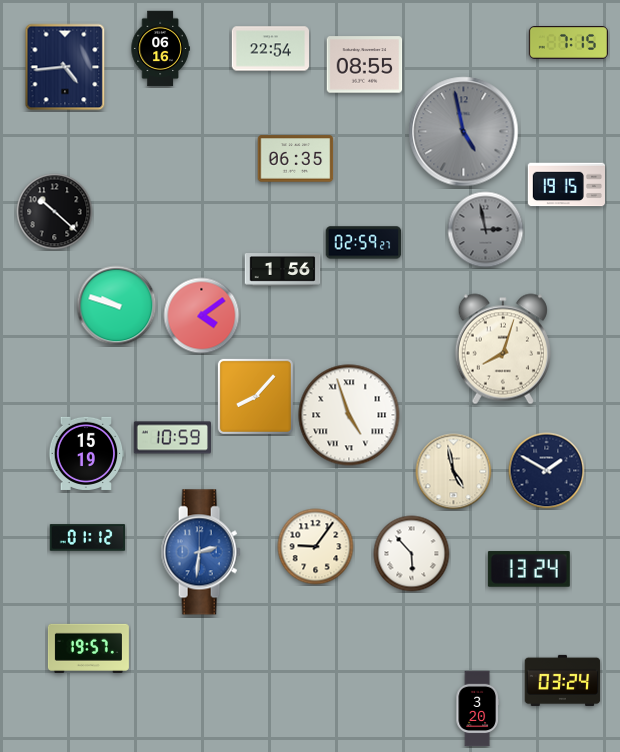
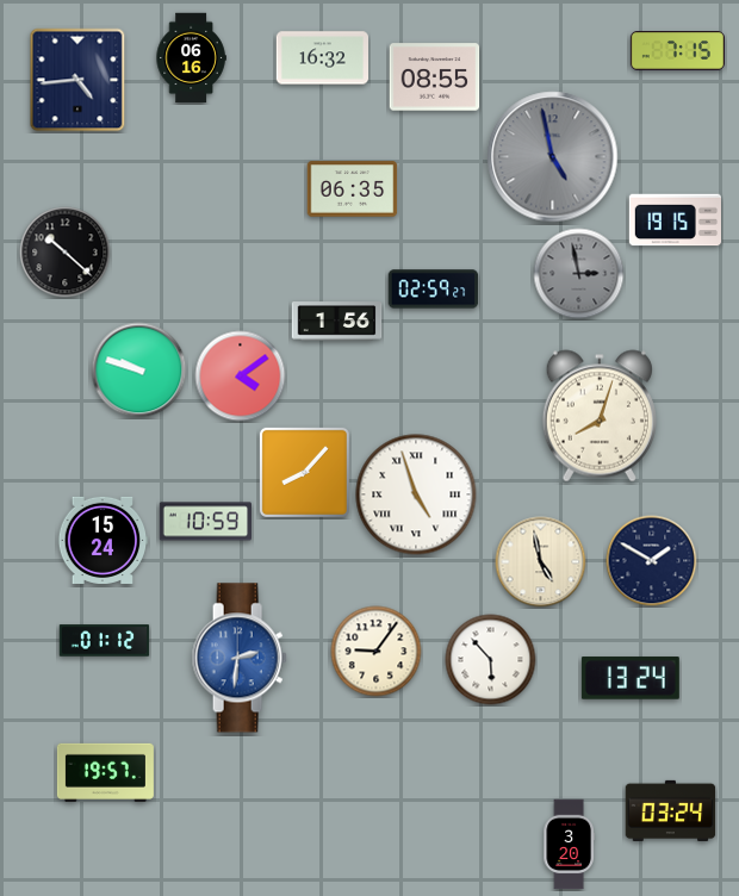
clock at (270, 49): 22:54 -> 16:32
clock at (117, 306) position: (117, 306) -> (139, 371)
clock at (86, 453): 15:19 -> 15:24
